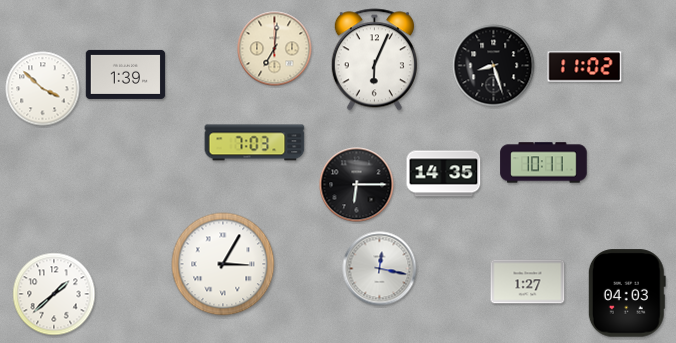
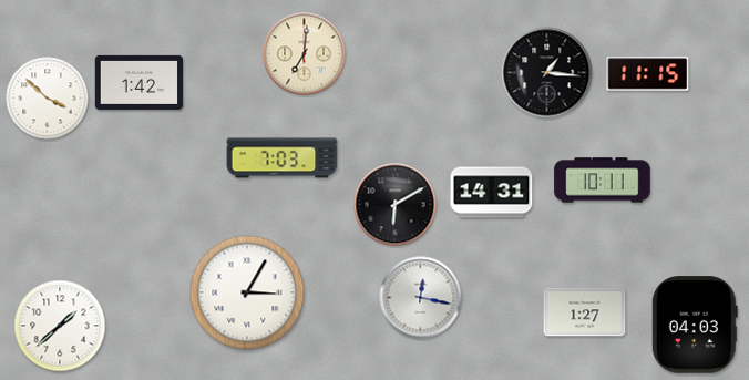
clock at (374, 60): 6:04 -> none
clock at (494, 66): 8:27 -> 1:16
clock at (585, 67): 11:02 -> 11:15
clock at (126, 74): 1:39 -> 1:42
clock at (444, 174): 14:35 -> 14:31
clock at (357, 185): 6:15 -> 6:10
